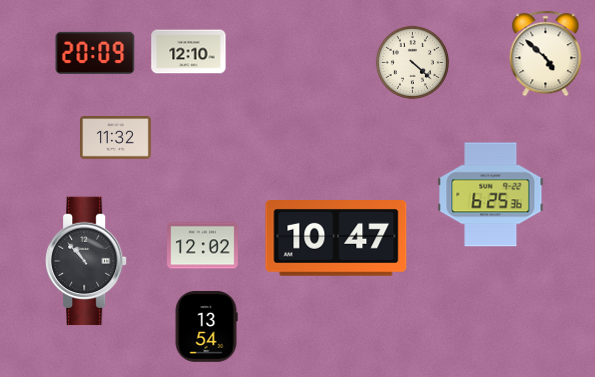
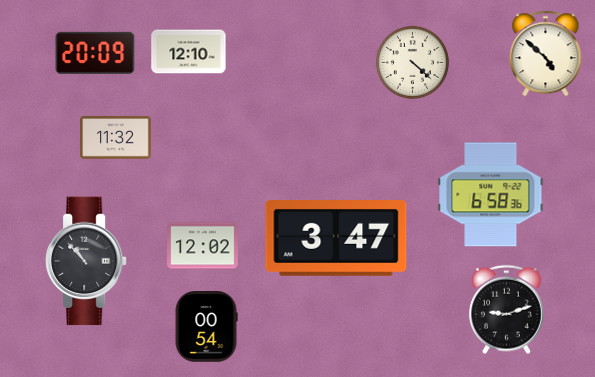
clock at (491, 195): 6:25 -> 6:58
clock at (336, 239): 10:47 -> 3:47
clock at (506, 310): none -> 9:12
clock at (206, 327): 13:54 -> 00:54
